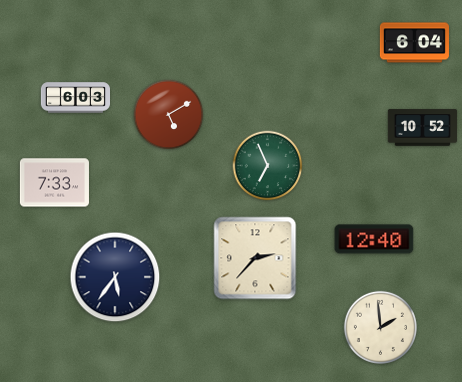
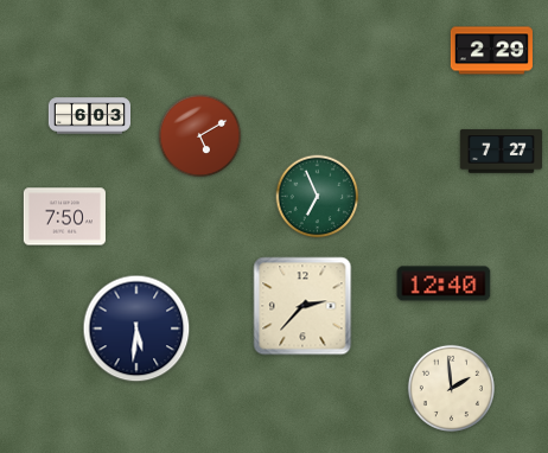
clock at (414, 43): 6:04 -> 2:29
clock at (422, 128): 10:52 -> 7:27
clock at (54, 183): 7:33 -> 7:50
clock at (115, 277): 5:36 -> 5:31
